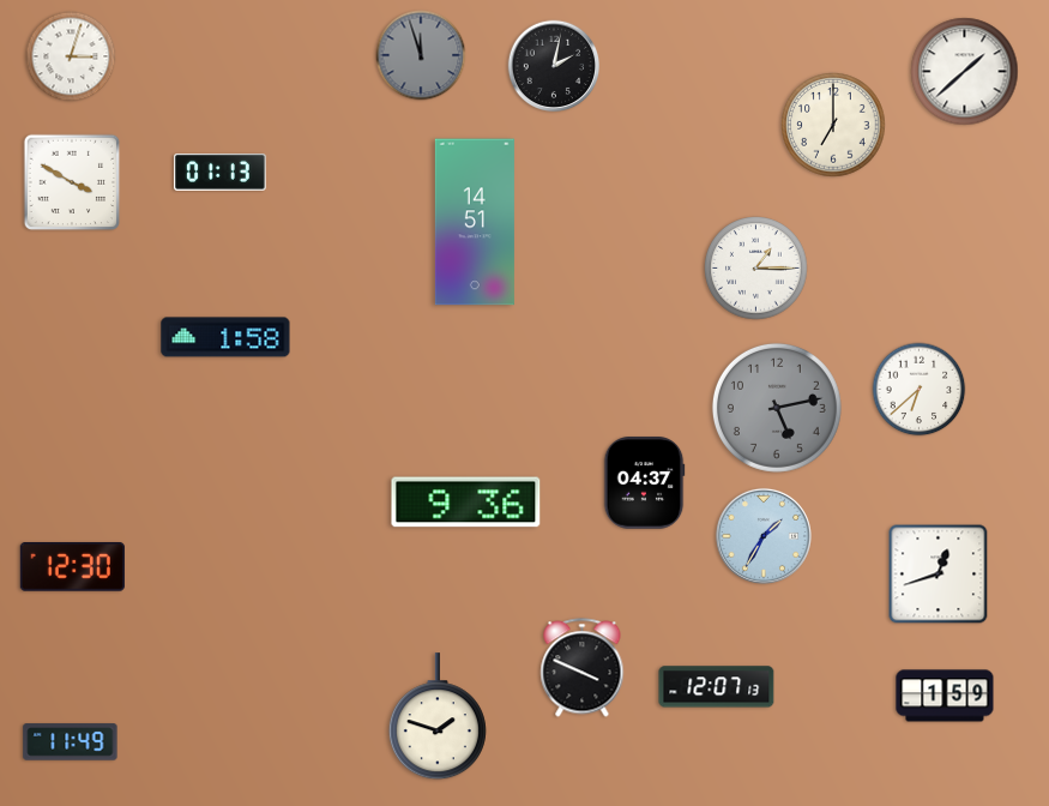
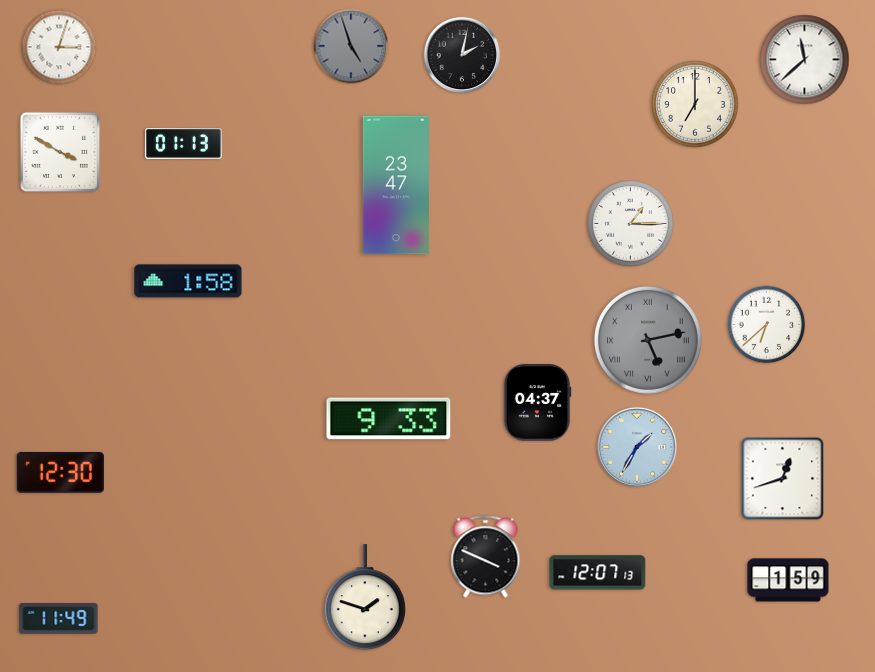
clock at (421, 55): 11:57 -> 4:57
clock at (965, 72): 1:38 -> 11:38
clock at (475, 222): 14:51 -> 23:47
clock at (777, 408) numerals: Arabic -> Roman
clock at (466, 503): 9:36 -> 9:33
